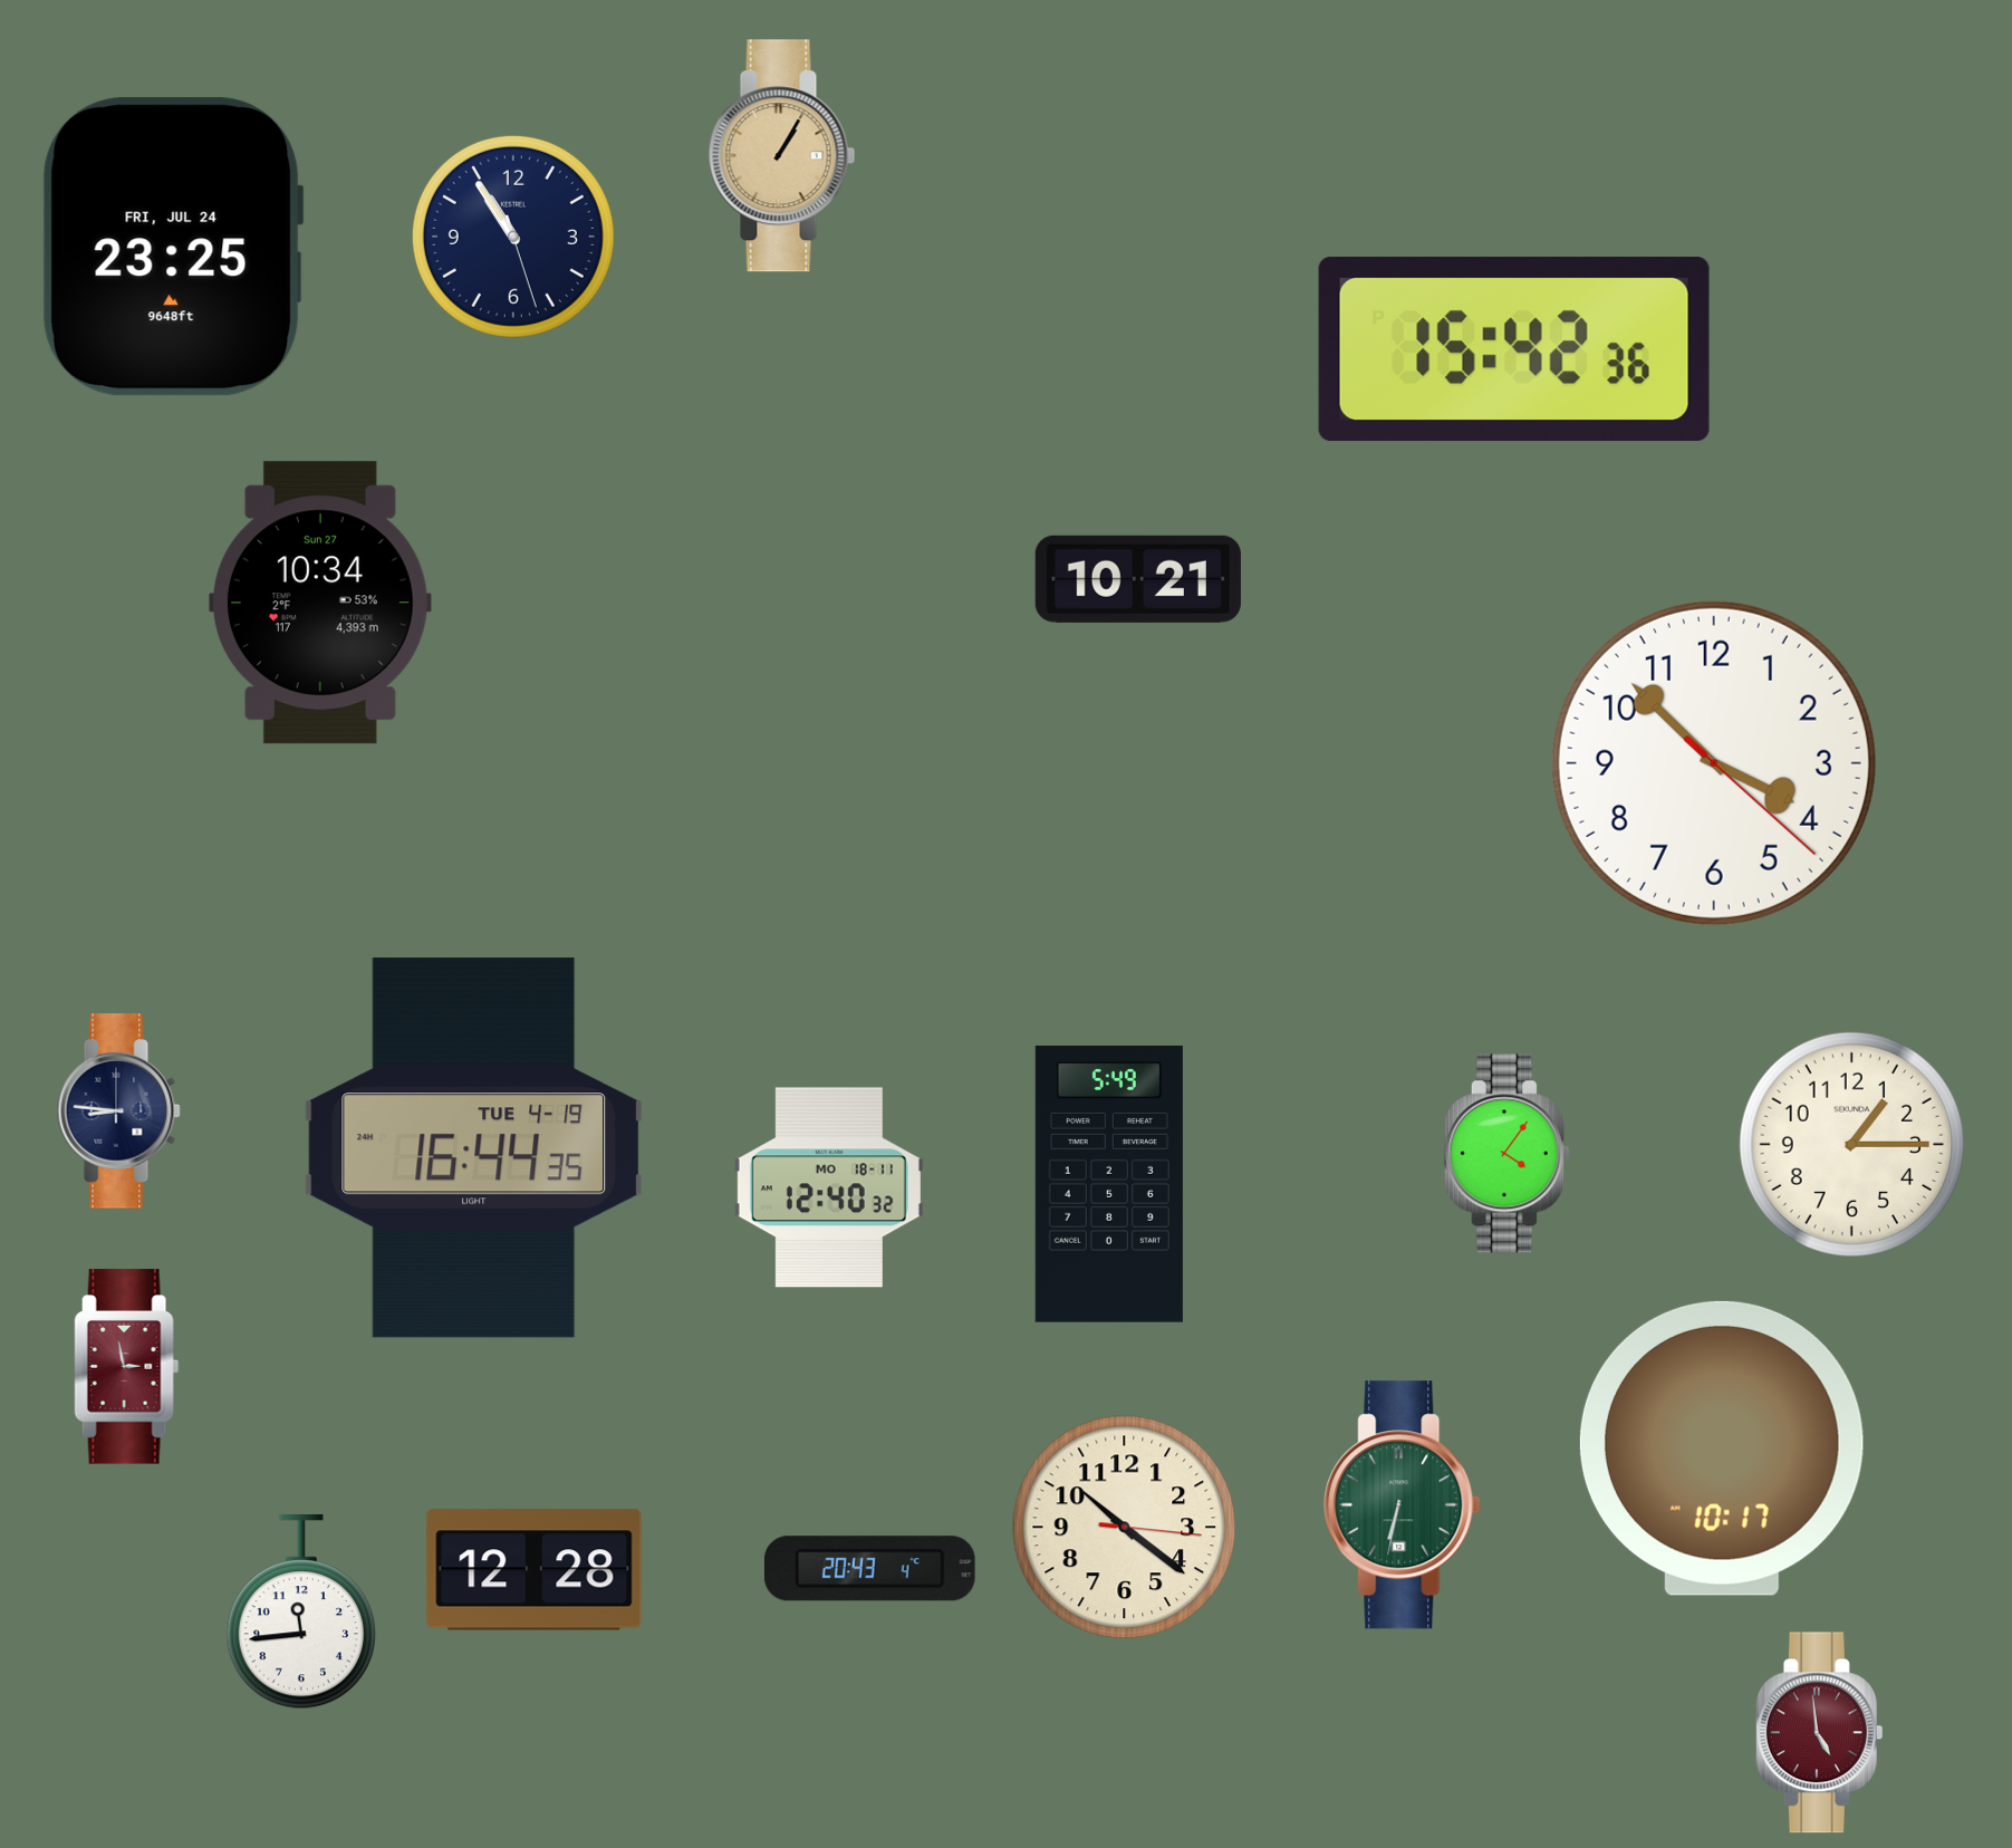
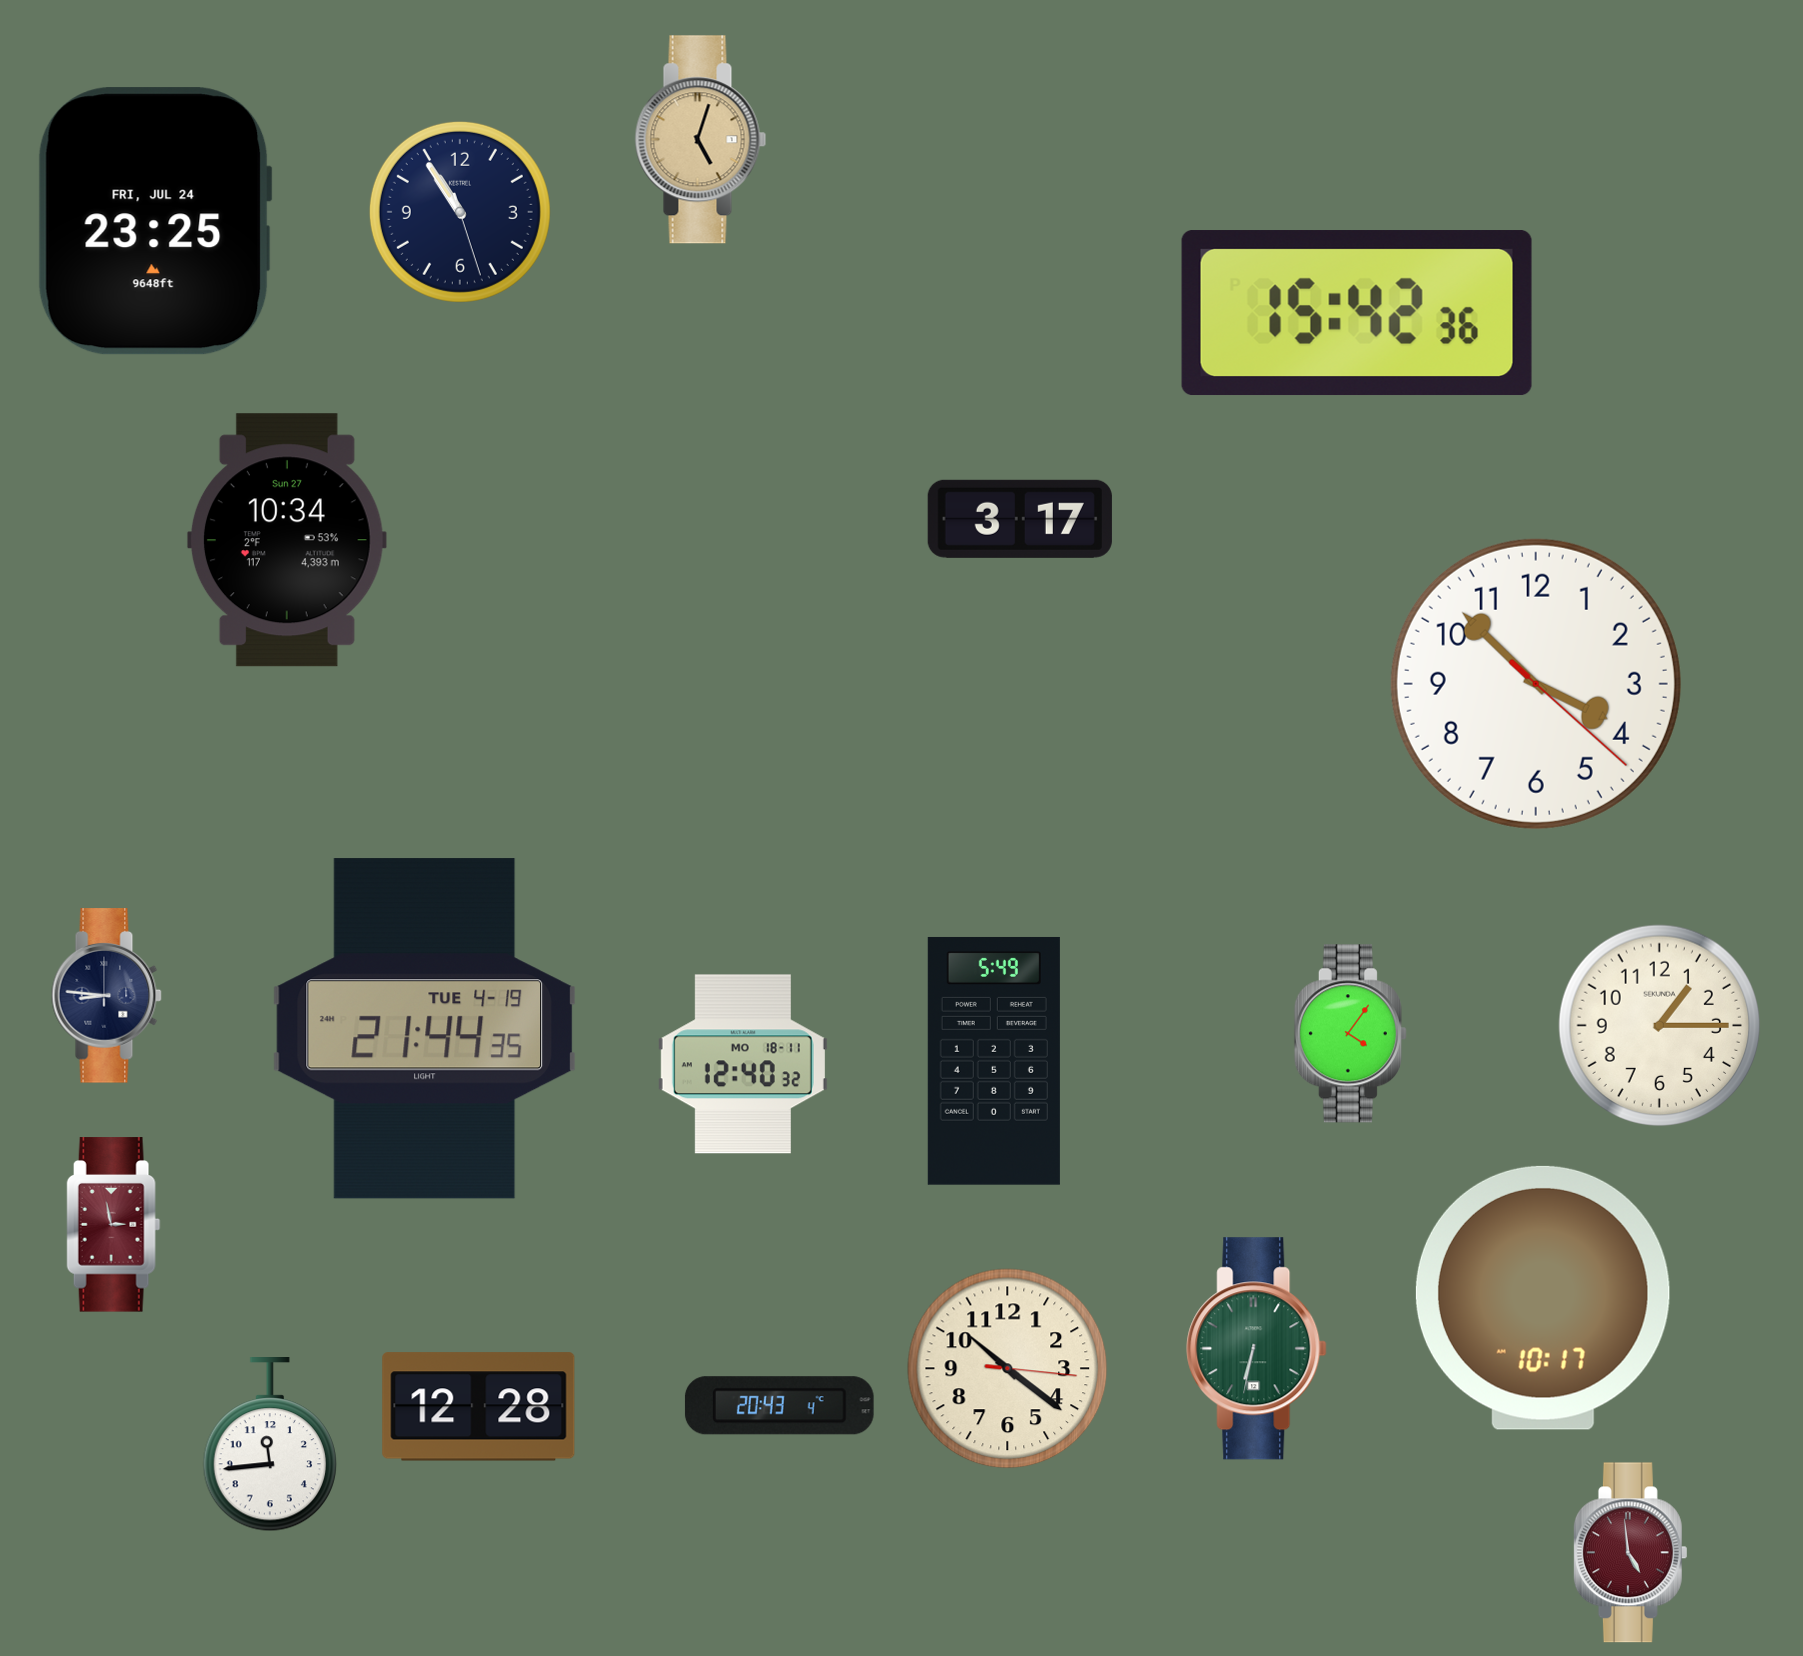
clock at (782, 156): 1:05 -> 5:03
clock at (1138, 579): 10:21 -> 3:17
clock at (474, 1148): 16:44 -> 21:44
